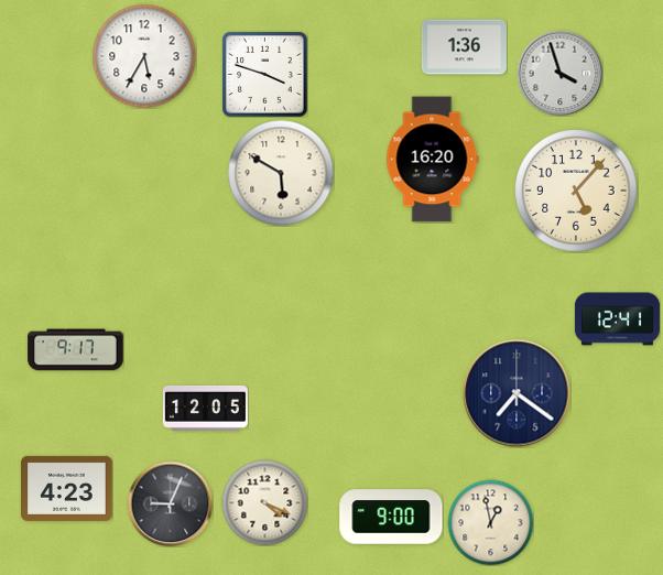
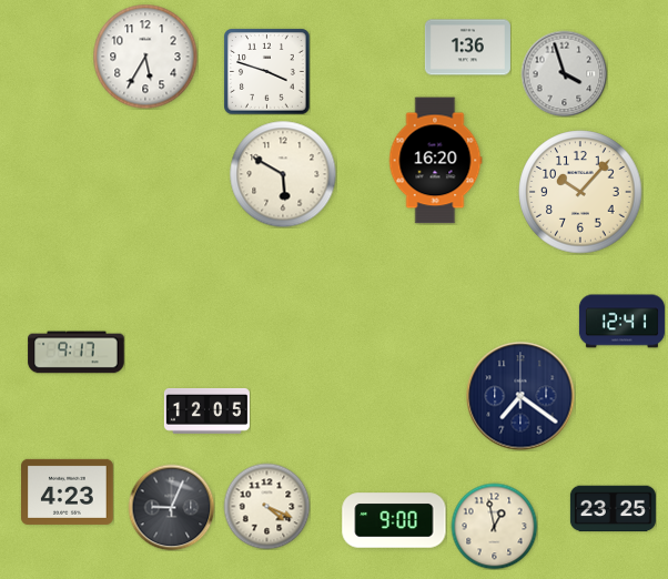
clock at (264, 74) position: (264, 74) -> (266, 71)
clock at (576, 191): 5:07 -> 10:07
clock at (613, 509): none -> 23:25
